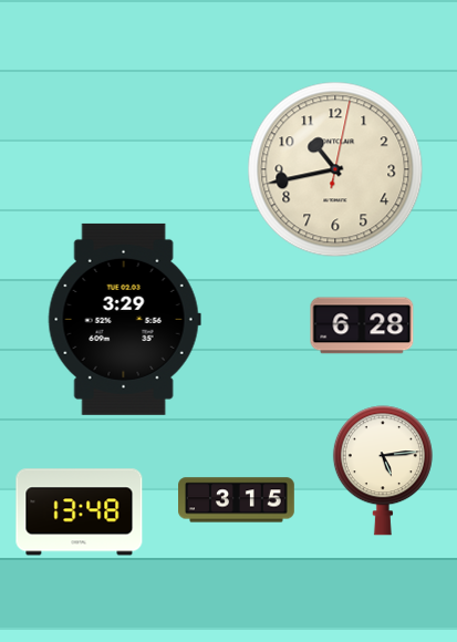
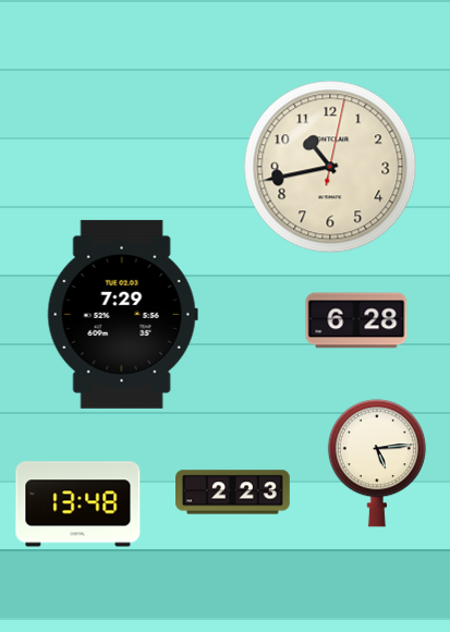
clock at (124, 319): 3:29 -> 7:29
clock at (237, 500): 3:15 -> 2:23
